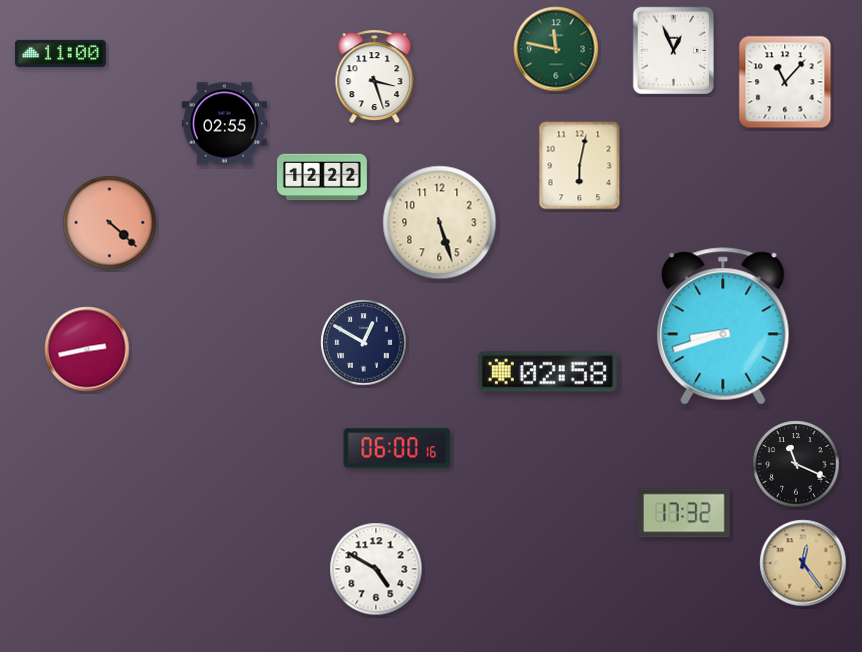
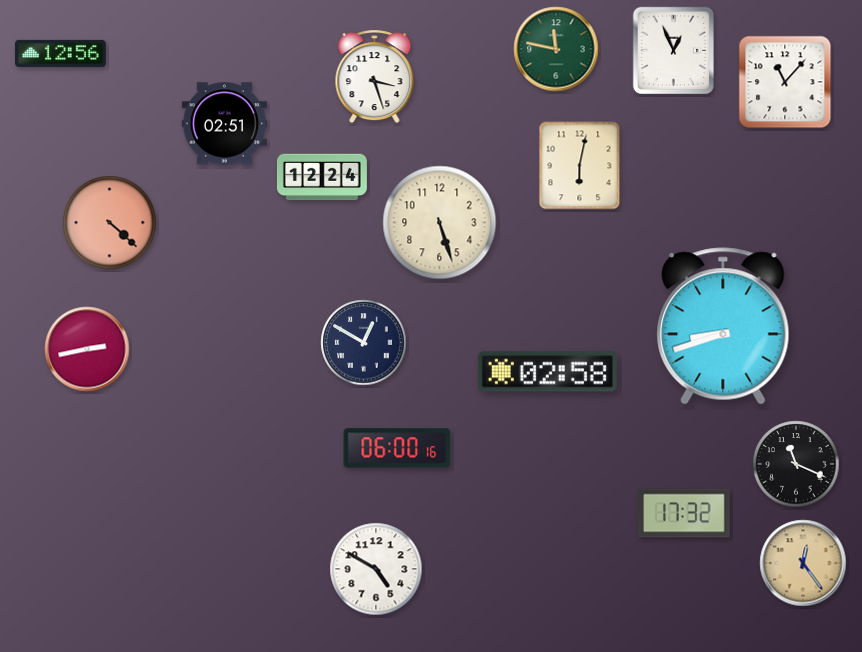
clock at (61, 53): 11:00 -> 12:56
clock at (225, 124): 02:55 -> 02:51
clock at (322, 177): 12:22 -> 12:24
